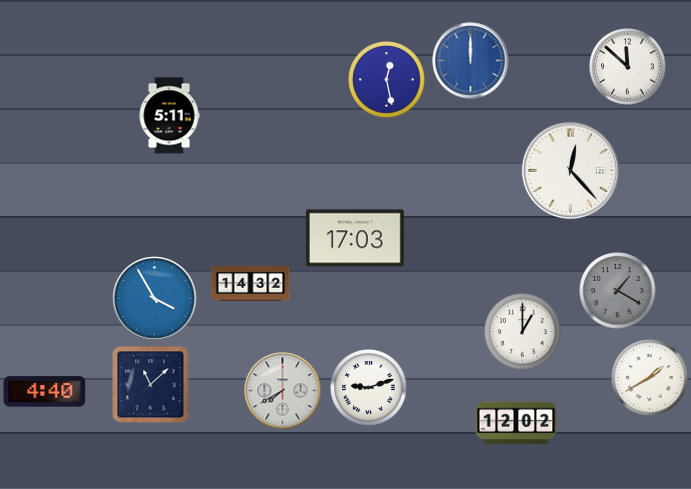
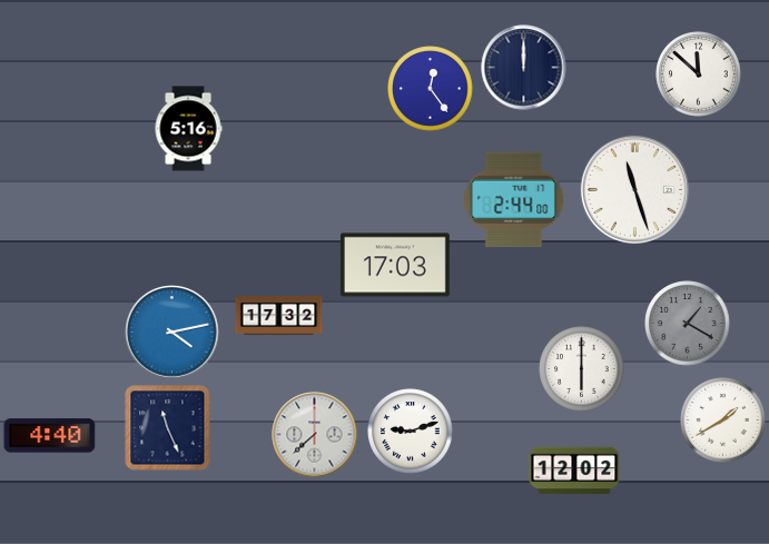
clock at (471, 61) dial: blue -> navy
clock at (387, 80): 12:28 -> 12:24
clock at (169, 116): 5:11 -> 5:16
clock at (570, 170): 12:23 -> 11:27
clock at (514, 200): none -> 2:44
clock at (251, 283): 14:32 -> 17:32
clock at (155, 299): 3:55 -> 4:13
clock at (523, 332): 1:00 -> 6:00
clock at (151, 385): 11:08 -> 11:26
clock at (283, 391): 7:40 -> 7:38
